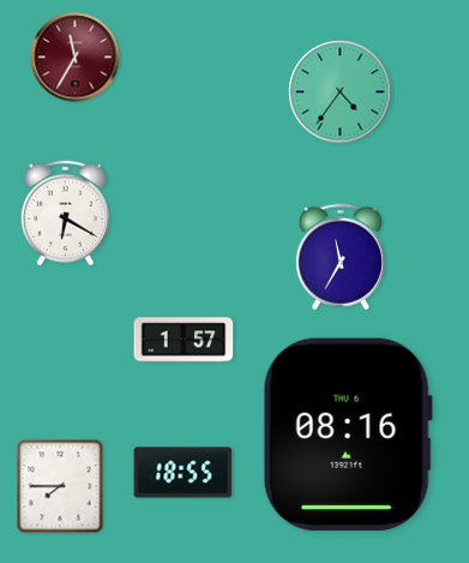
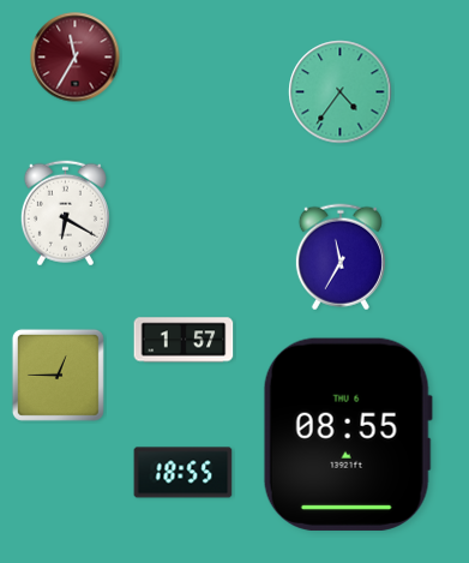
clock at (58, 375): none -> 12:45
clock at (348, 435): 08:16 -> 08:55
clock at (60, 486): 7:45 -> none
